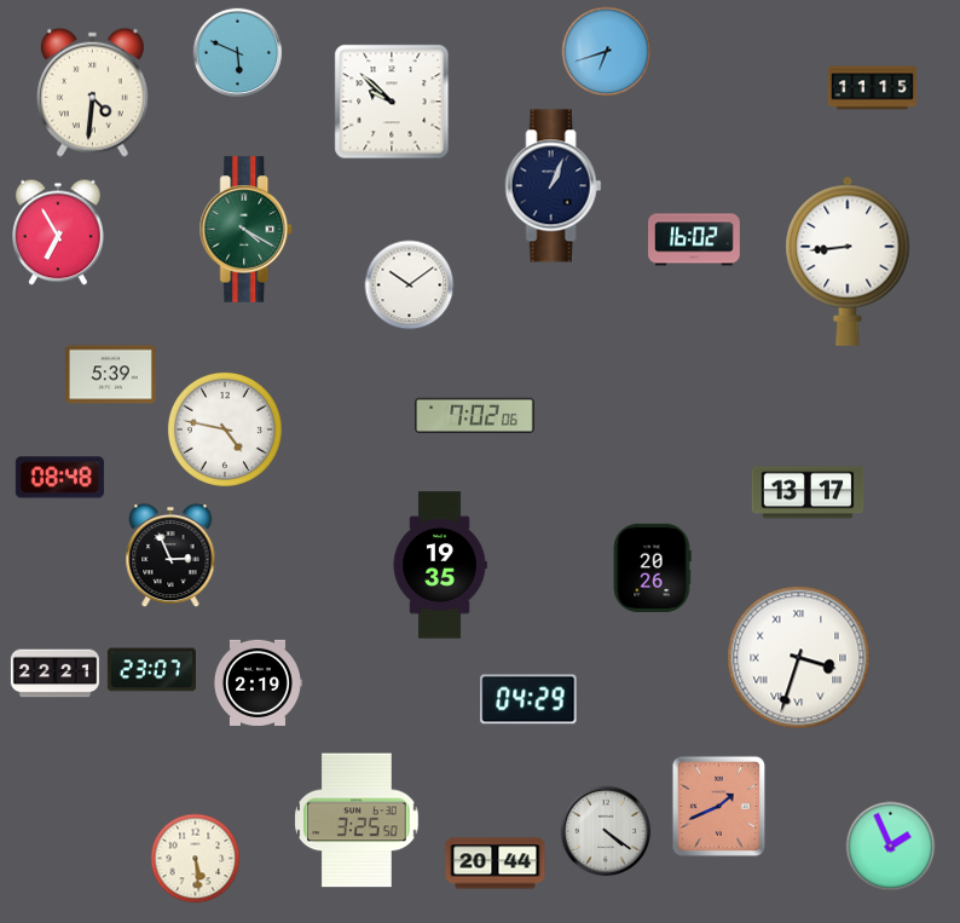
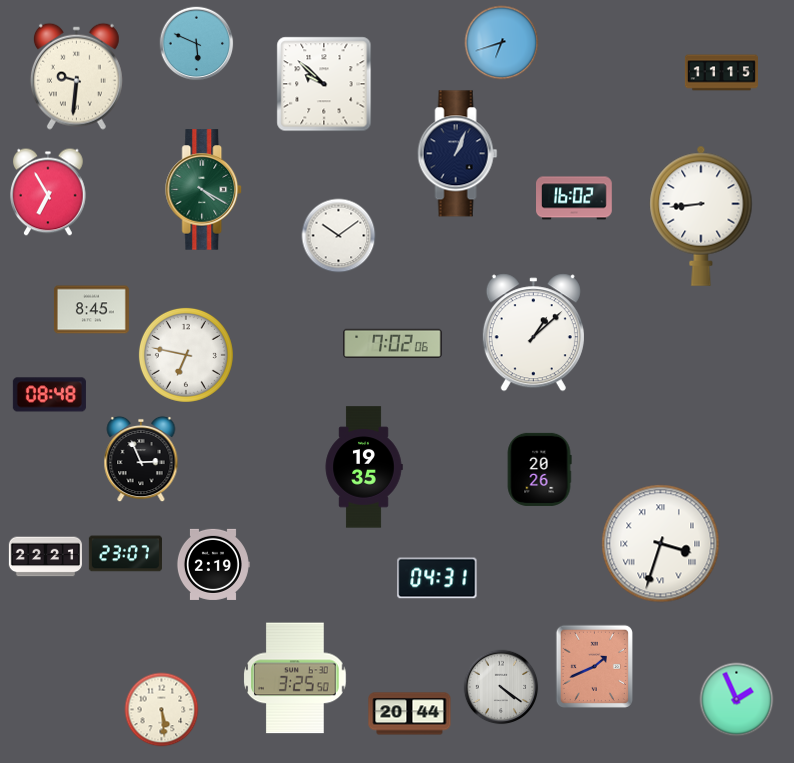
clock at (92, 92): 4:31 -> 9:31
clock at (110, 375): 5:39 -> 8:45
clock at (533, 333): none -> 1:08
clock at (225, 429): 4:47 -> 6:47
clock at (808, 492): 13:17 -> none
clock at (528, 699): 04:29 -> 04:31
